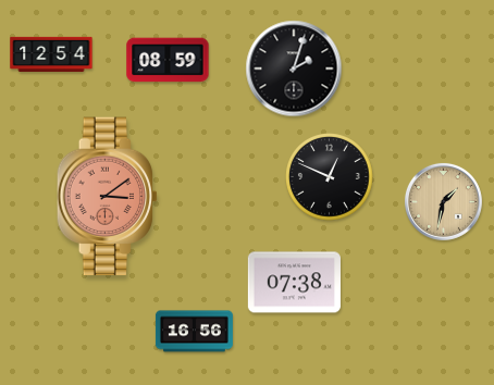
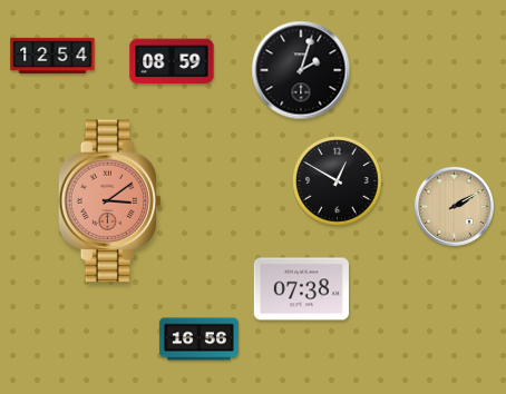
clock at (330, 177): 12:49 -> 12:50
clock at (443, 201): 1:32 -> 2:10
